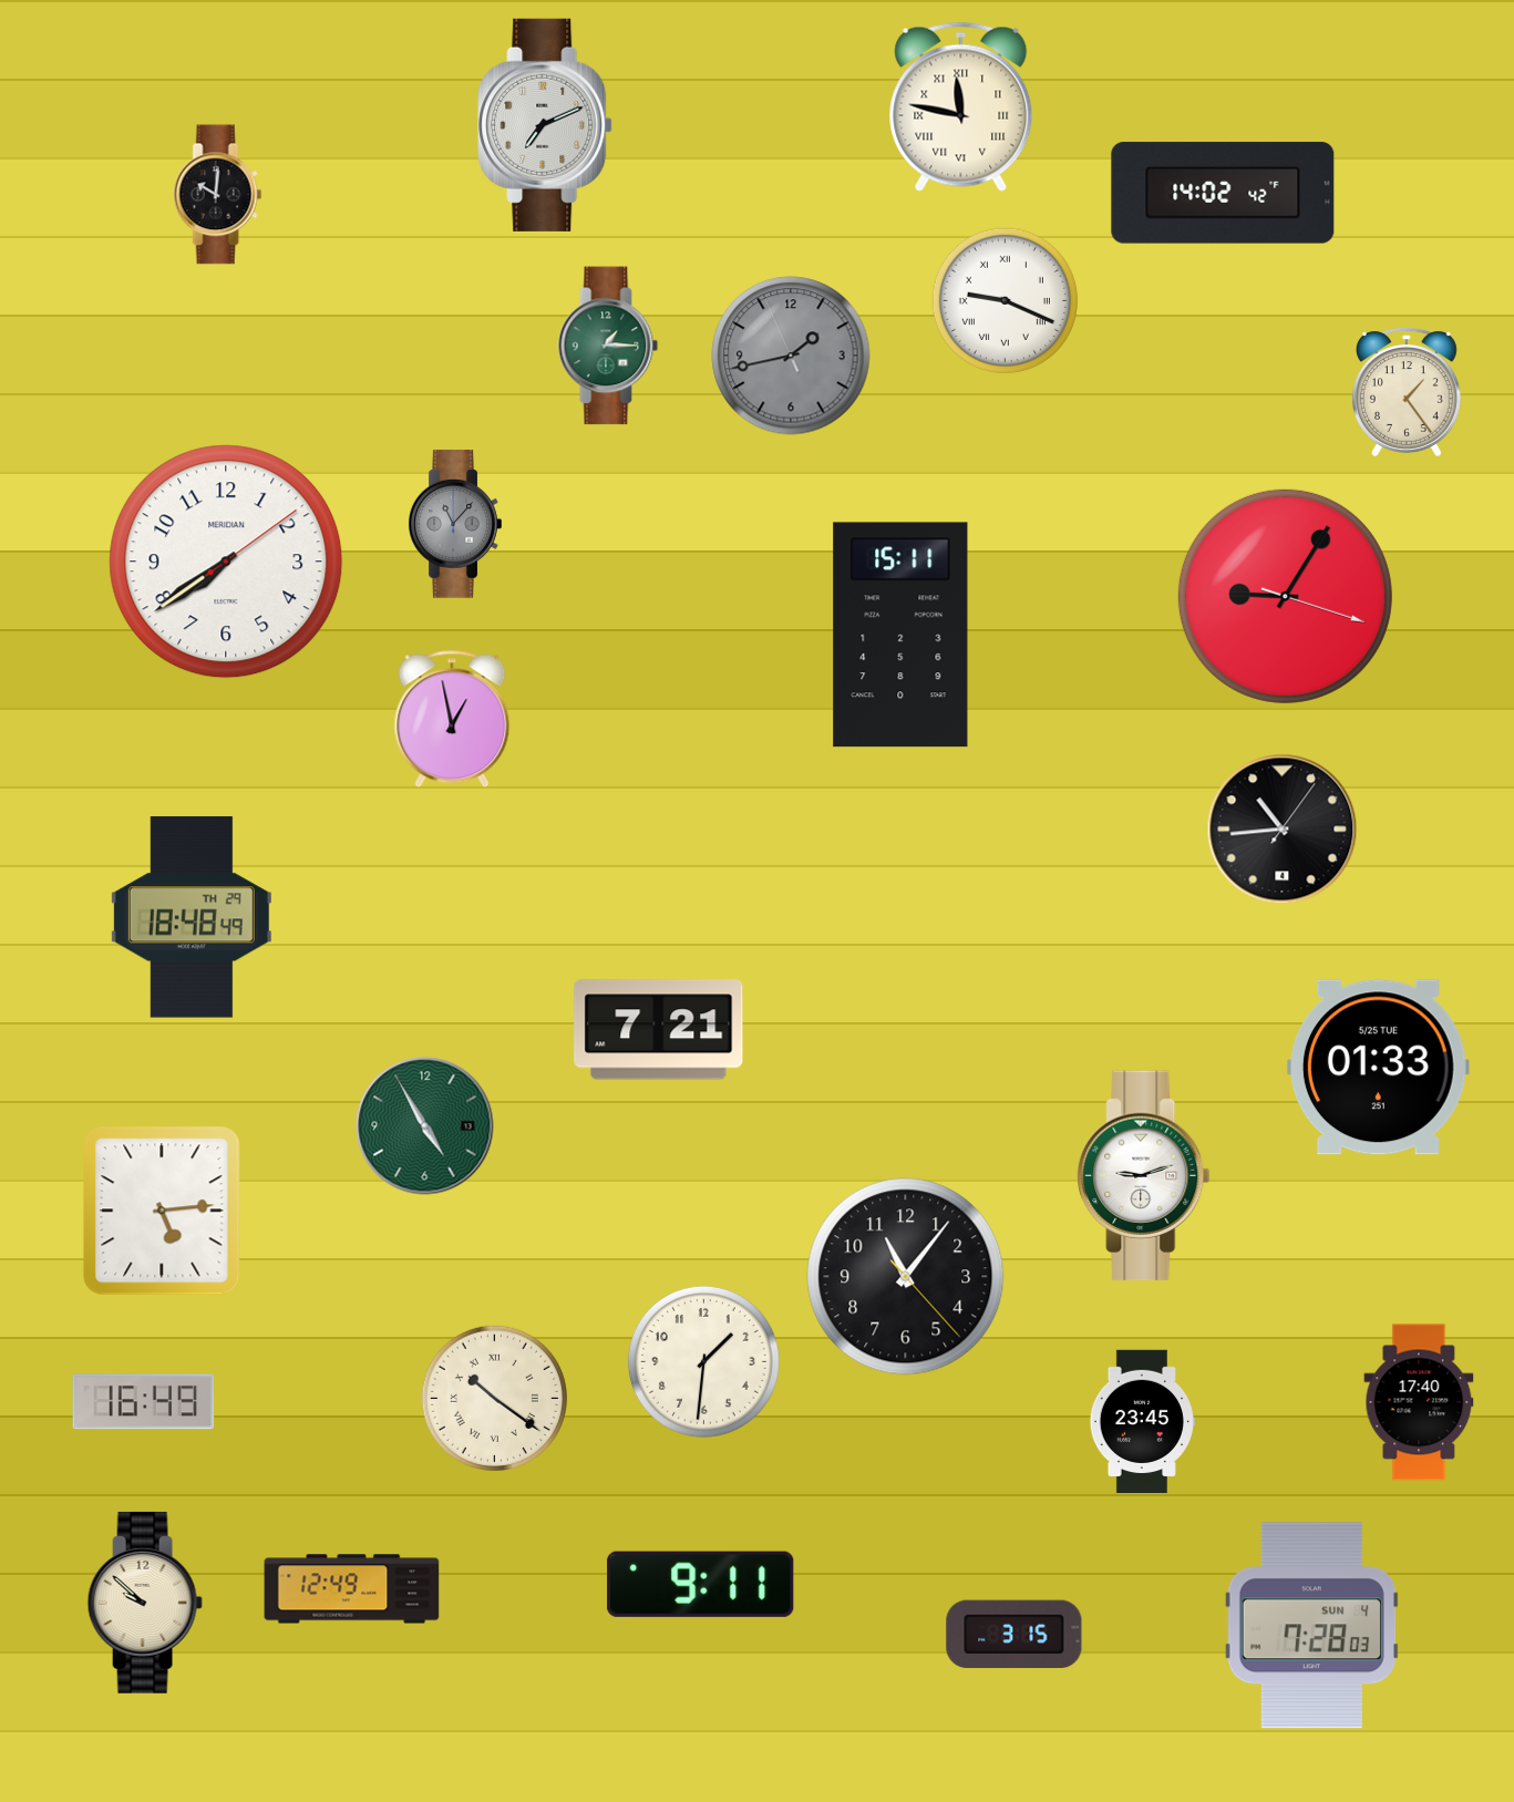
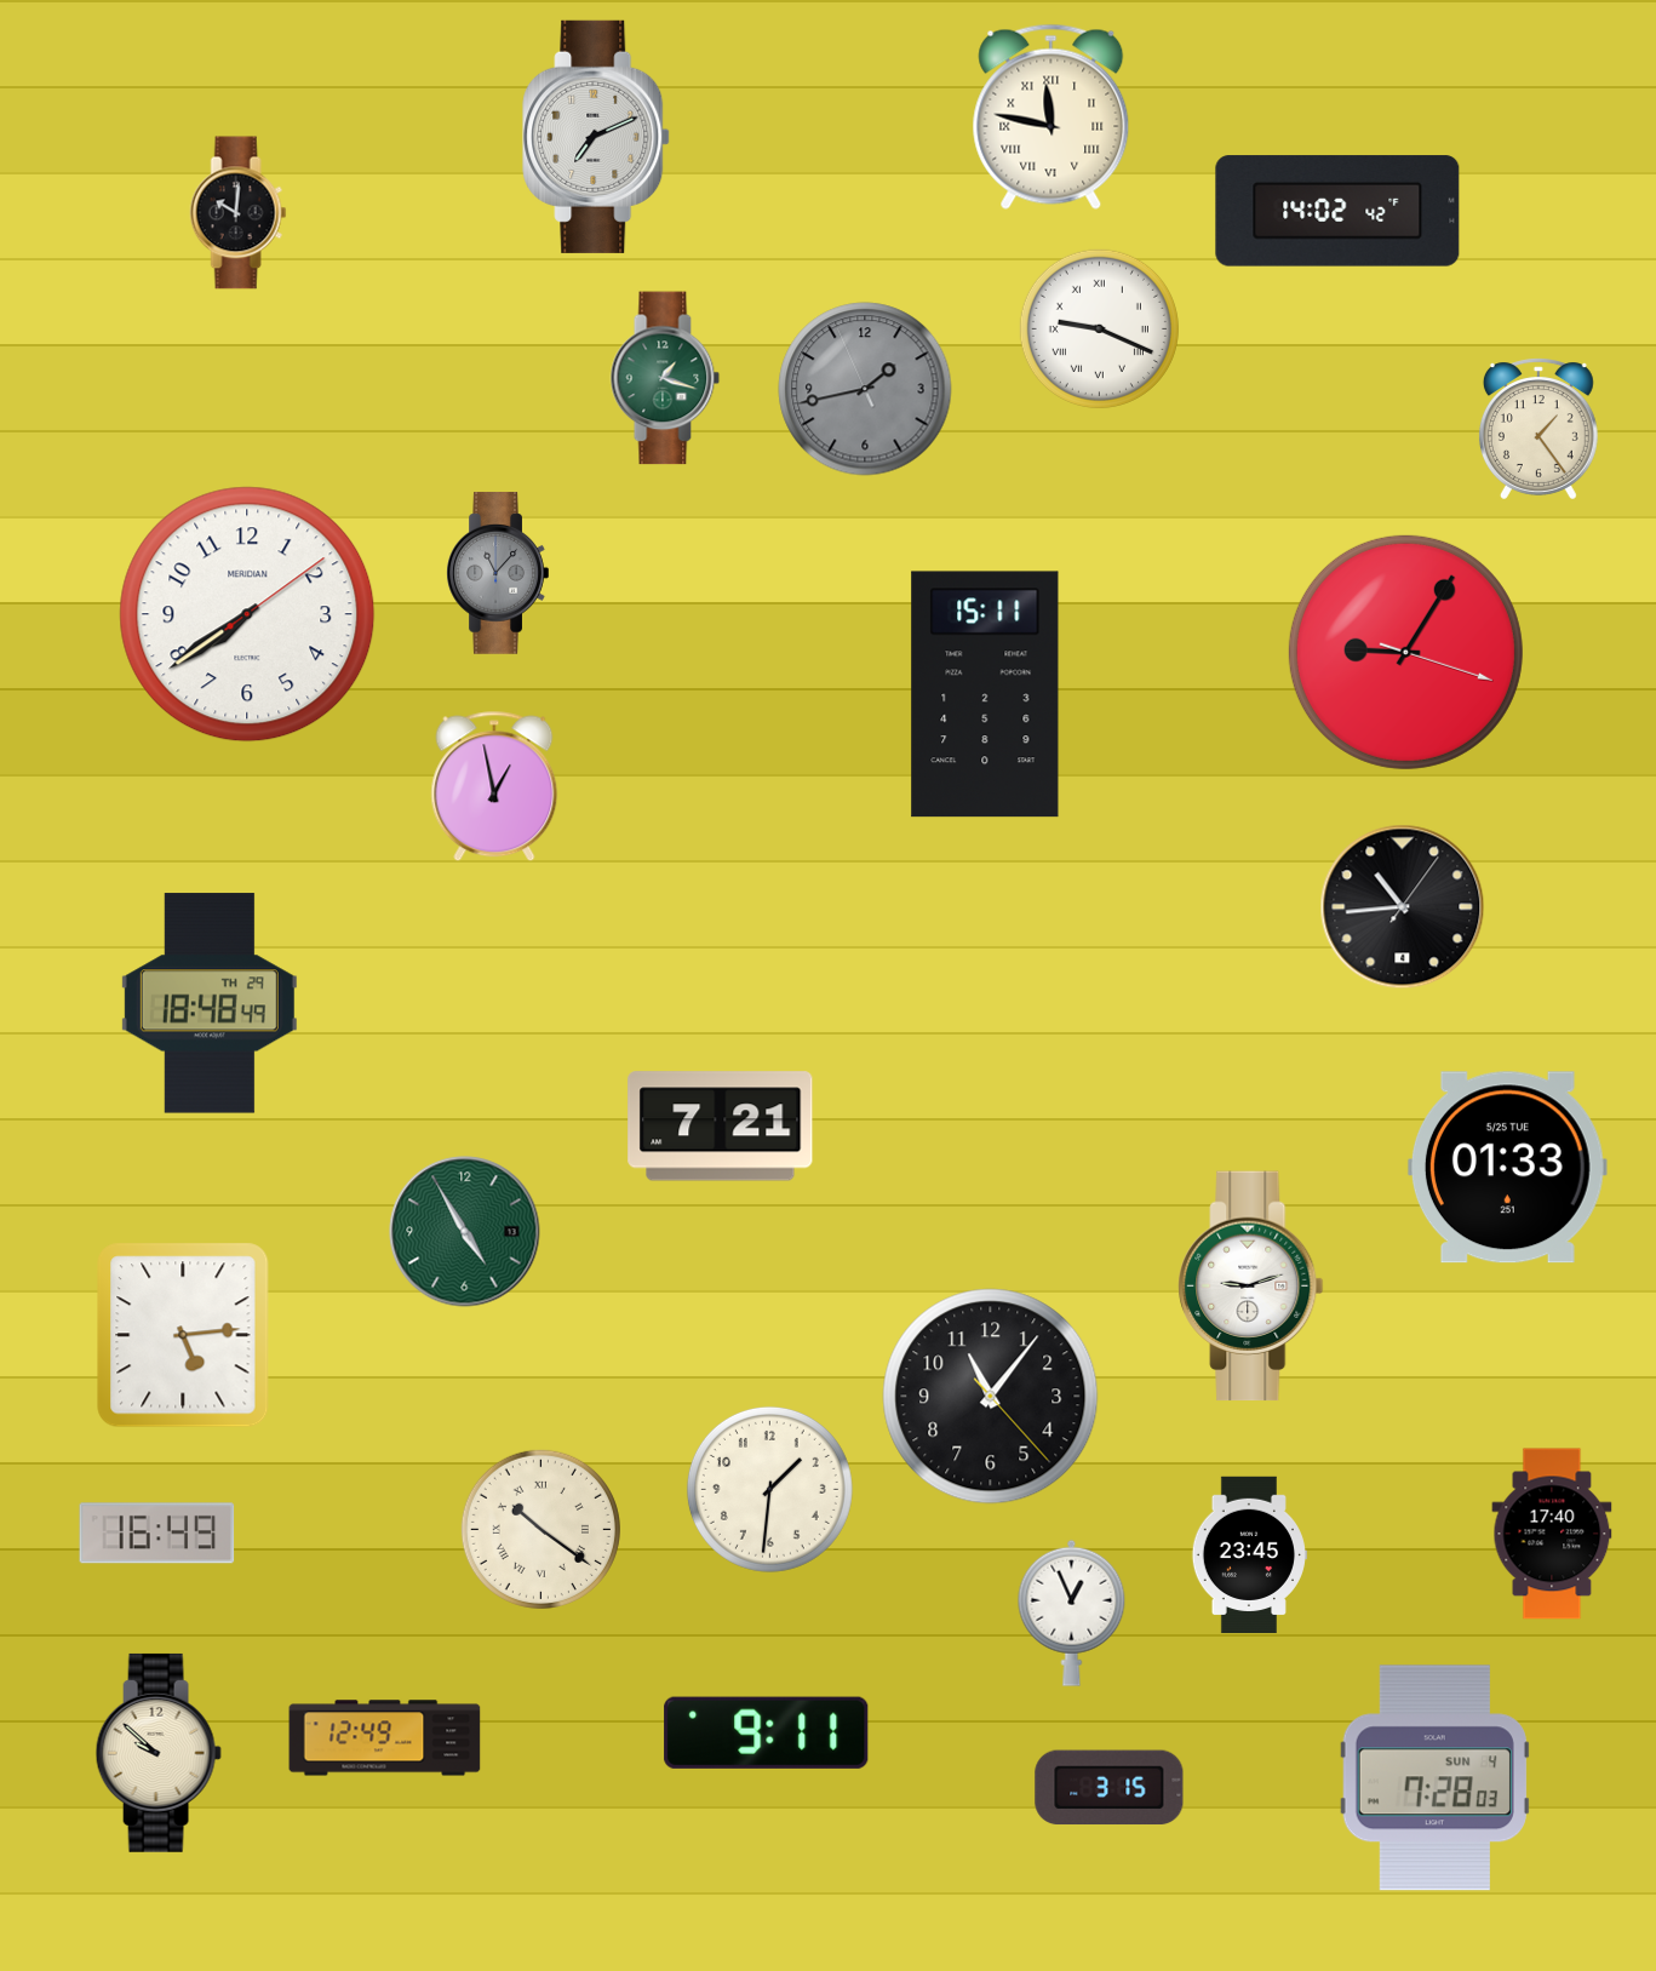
clock at (608, 346): 1:15 -> 1:18
clock at (162, 1211) position: (162, 1211) -> (183, 1335)
clock at (1072, 1612): none -> 12:56
